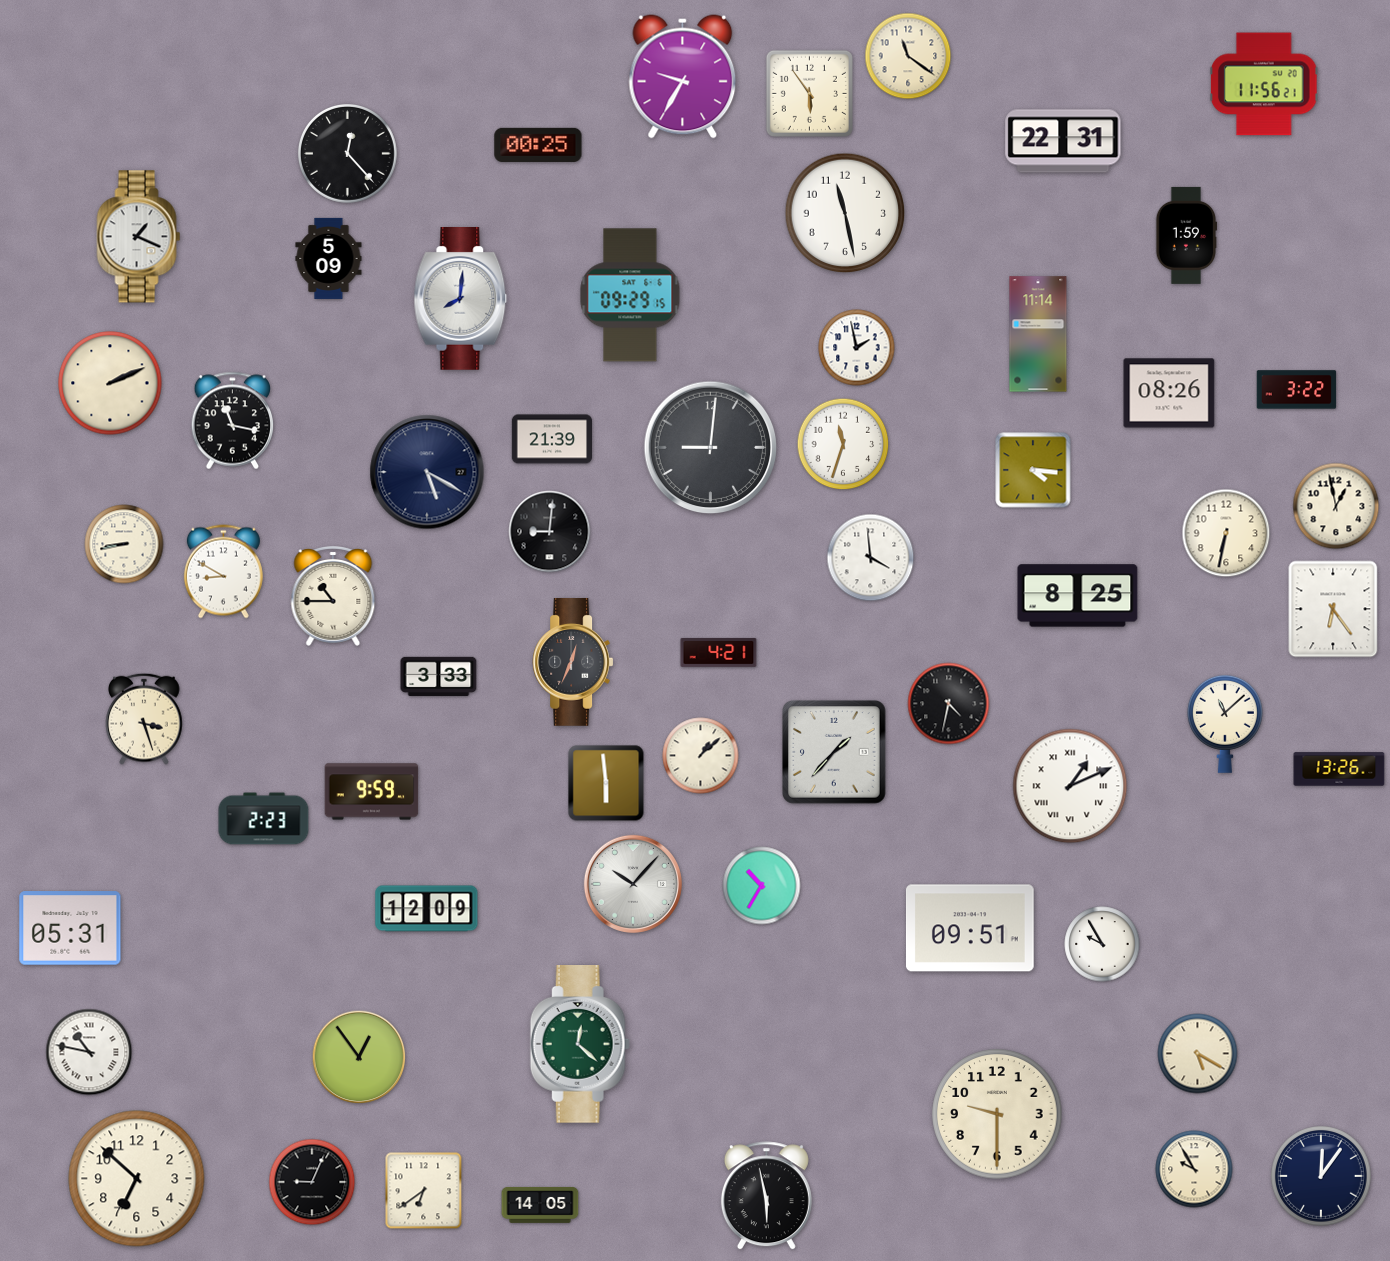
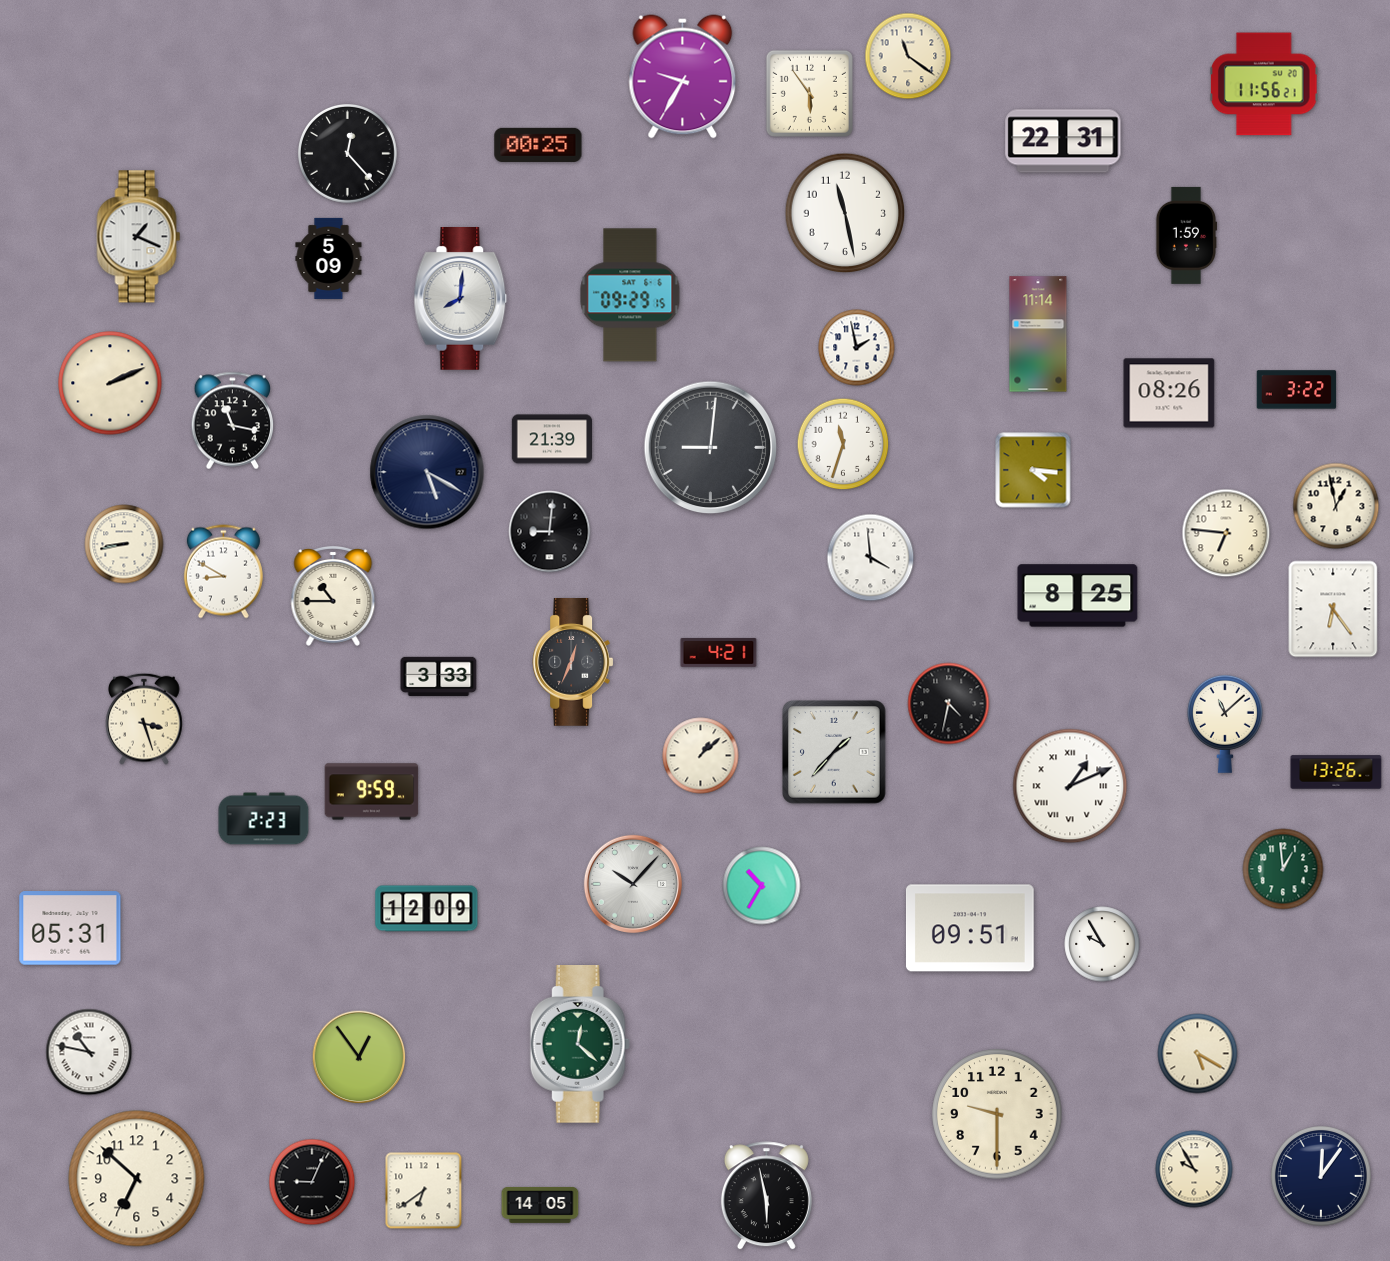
clock at (1226, 533): 6:32 -> 6:46
clock at (1339, 769) position: (1339, 769) -> (1336, 772)
clock at (606, 783): 5:59 -> none
clock at (1283, 869): none -> 12:59
